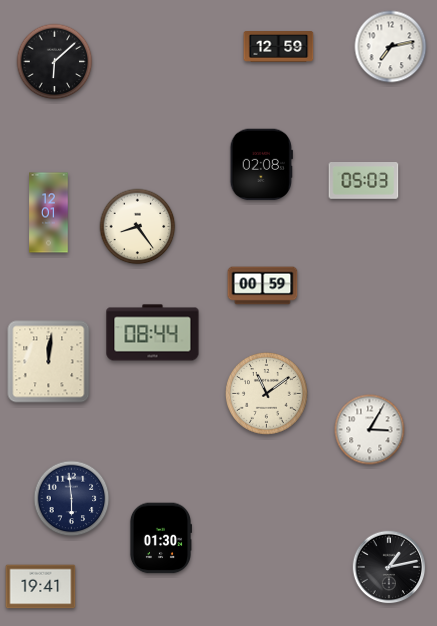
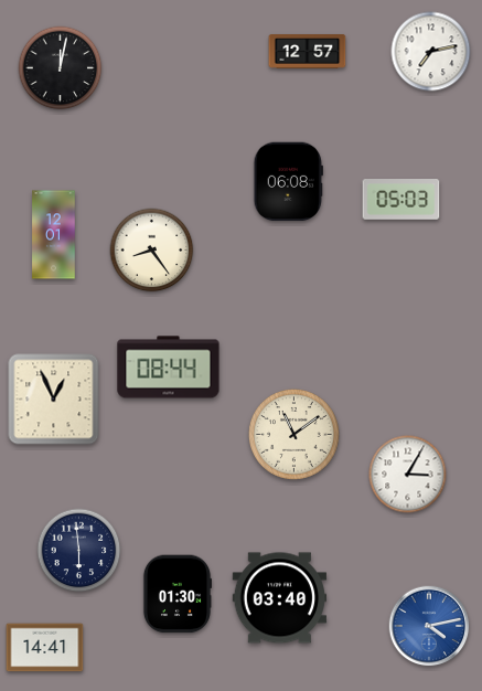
clock at (279, 47): 12:59 -> 12:57
clock at (55, 62): 6:08 -> 12:02
clock at (261, 165): 02:08 -> 06:08
clock at (263, 286): 00:59 -> none
clock at (49, 362): 12:01 -> 12:56
clock at (280, 598): none -> 03:40
clock at (389, 567): 1:13 -> 4:13
clock at (389, 567) dial: black -> blue
clock at (41, 587): 19:41 -> 14:41
